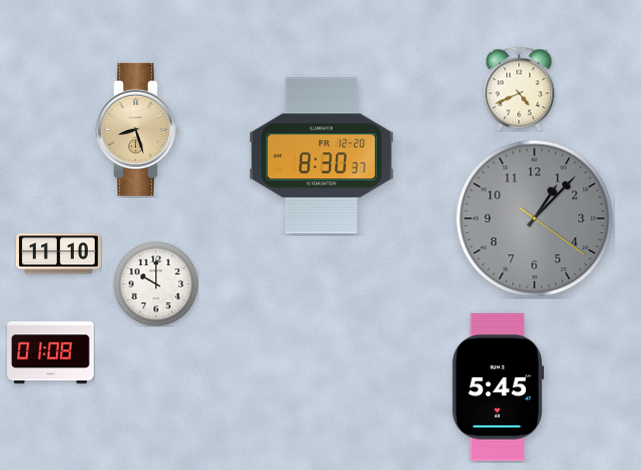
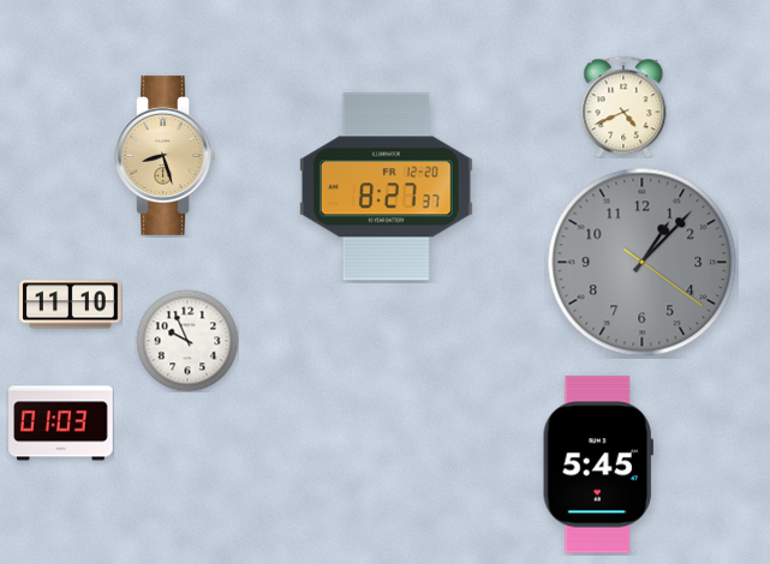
clock at (321, 156): 8:30 -> 8:27
clock at (156, 284): 10:00 -> 9:56
clock at (51, 353): 01:08 -> 01:03
